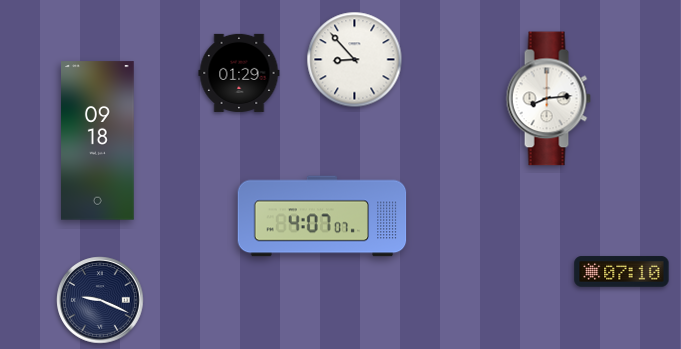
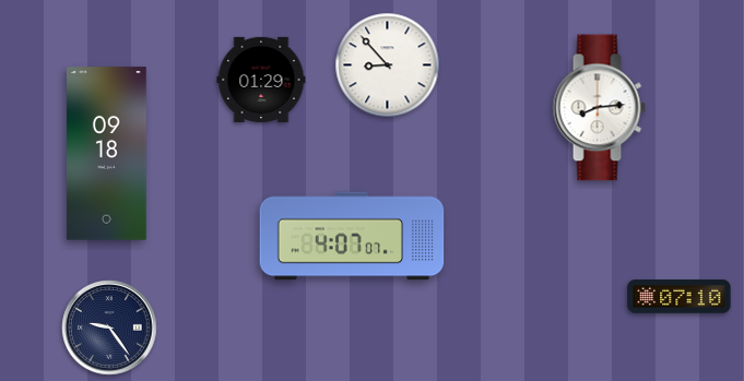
clock at (100, 300): 9:19 -> 9:24
